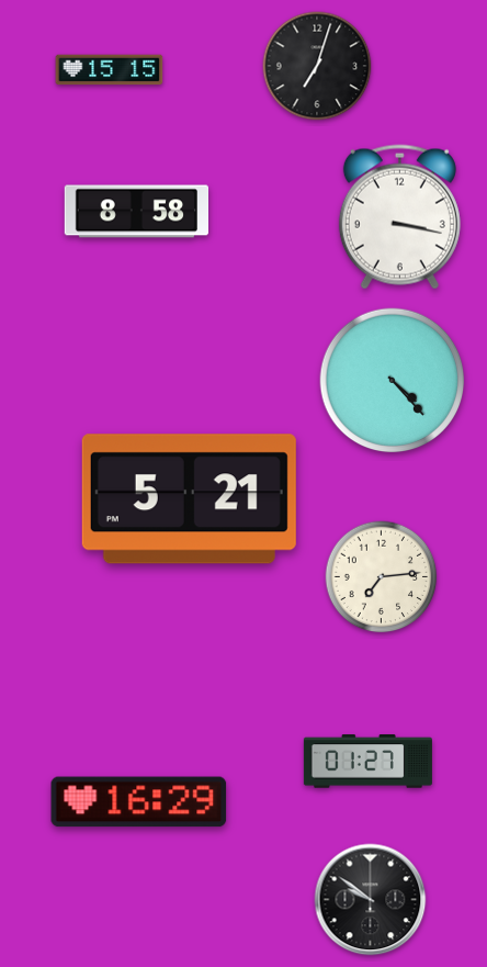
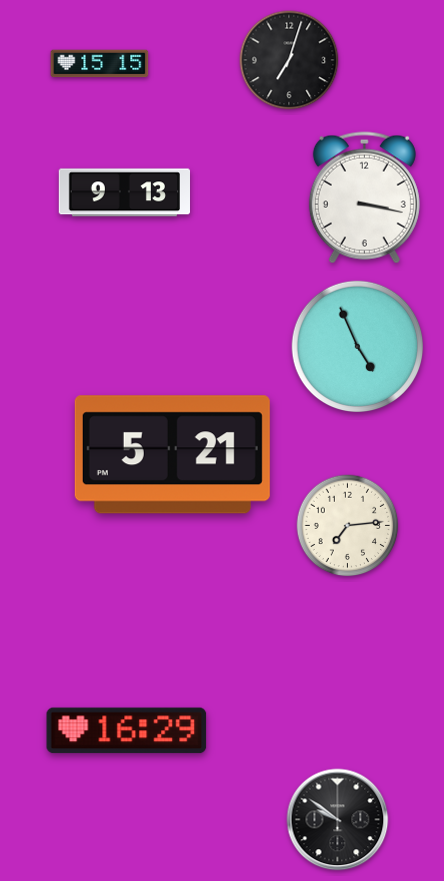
clock at (136, 212): 8:58 -> 9:13
clock at (393, 381): 4:23 -> 4:56
clock at (367, 762): 01:27 -> none
